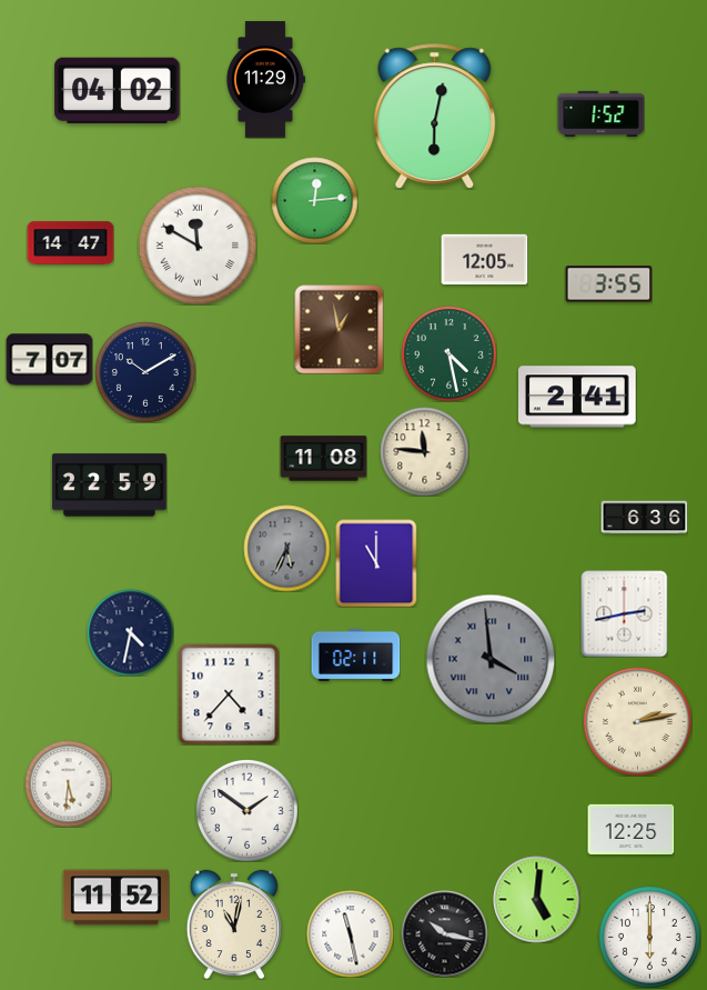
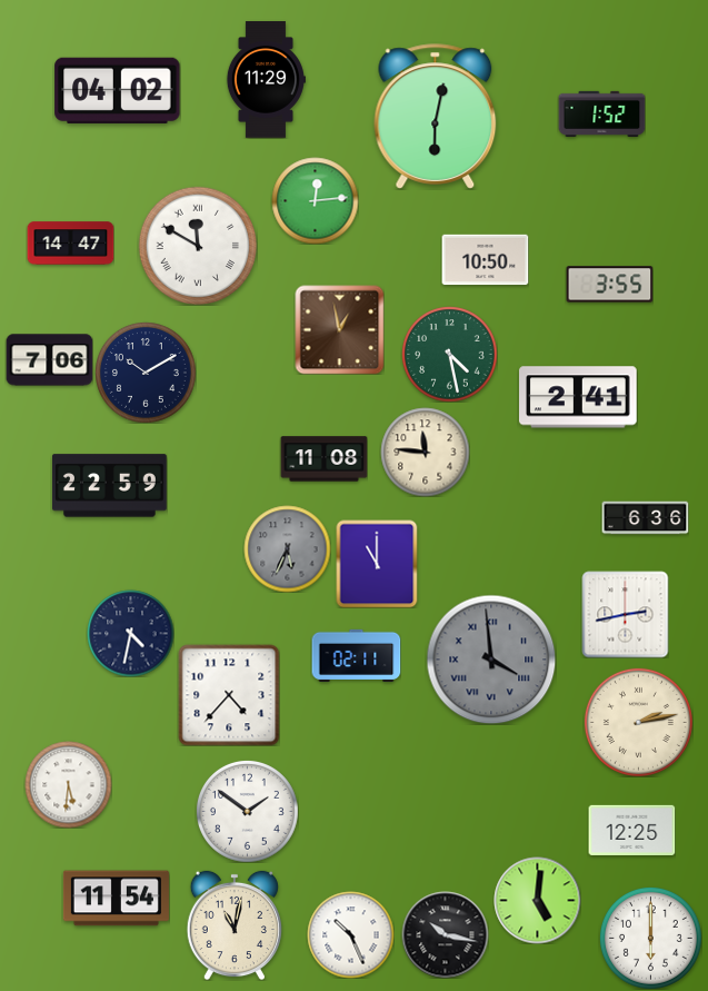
clock at (484, 260): 12:05 -> 10:50
clock at (49, 360): 7:07 -> 7:06
clock at (115, 898): 11:52 -> 11:54
clock at (350, 933): 11:28 -> 10:26
